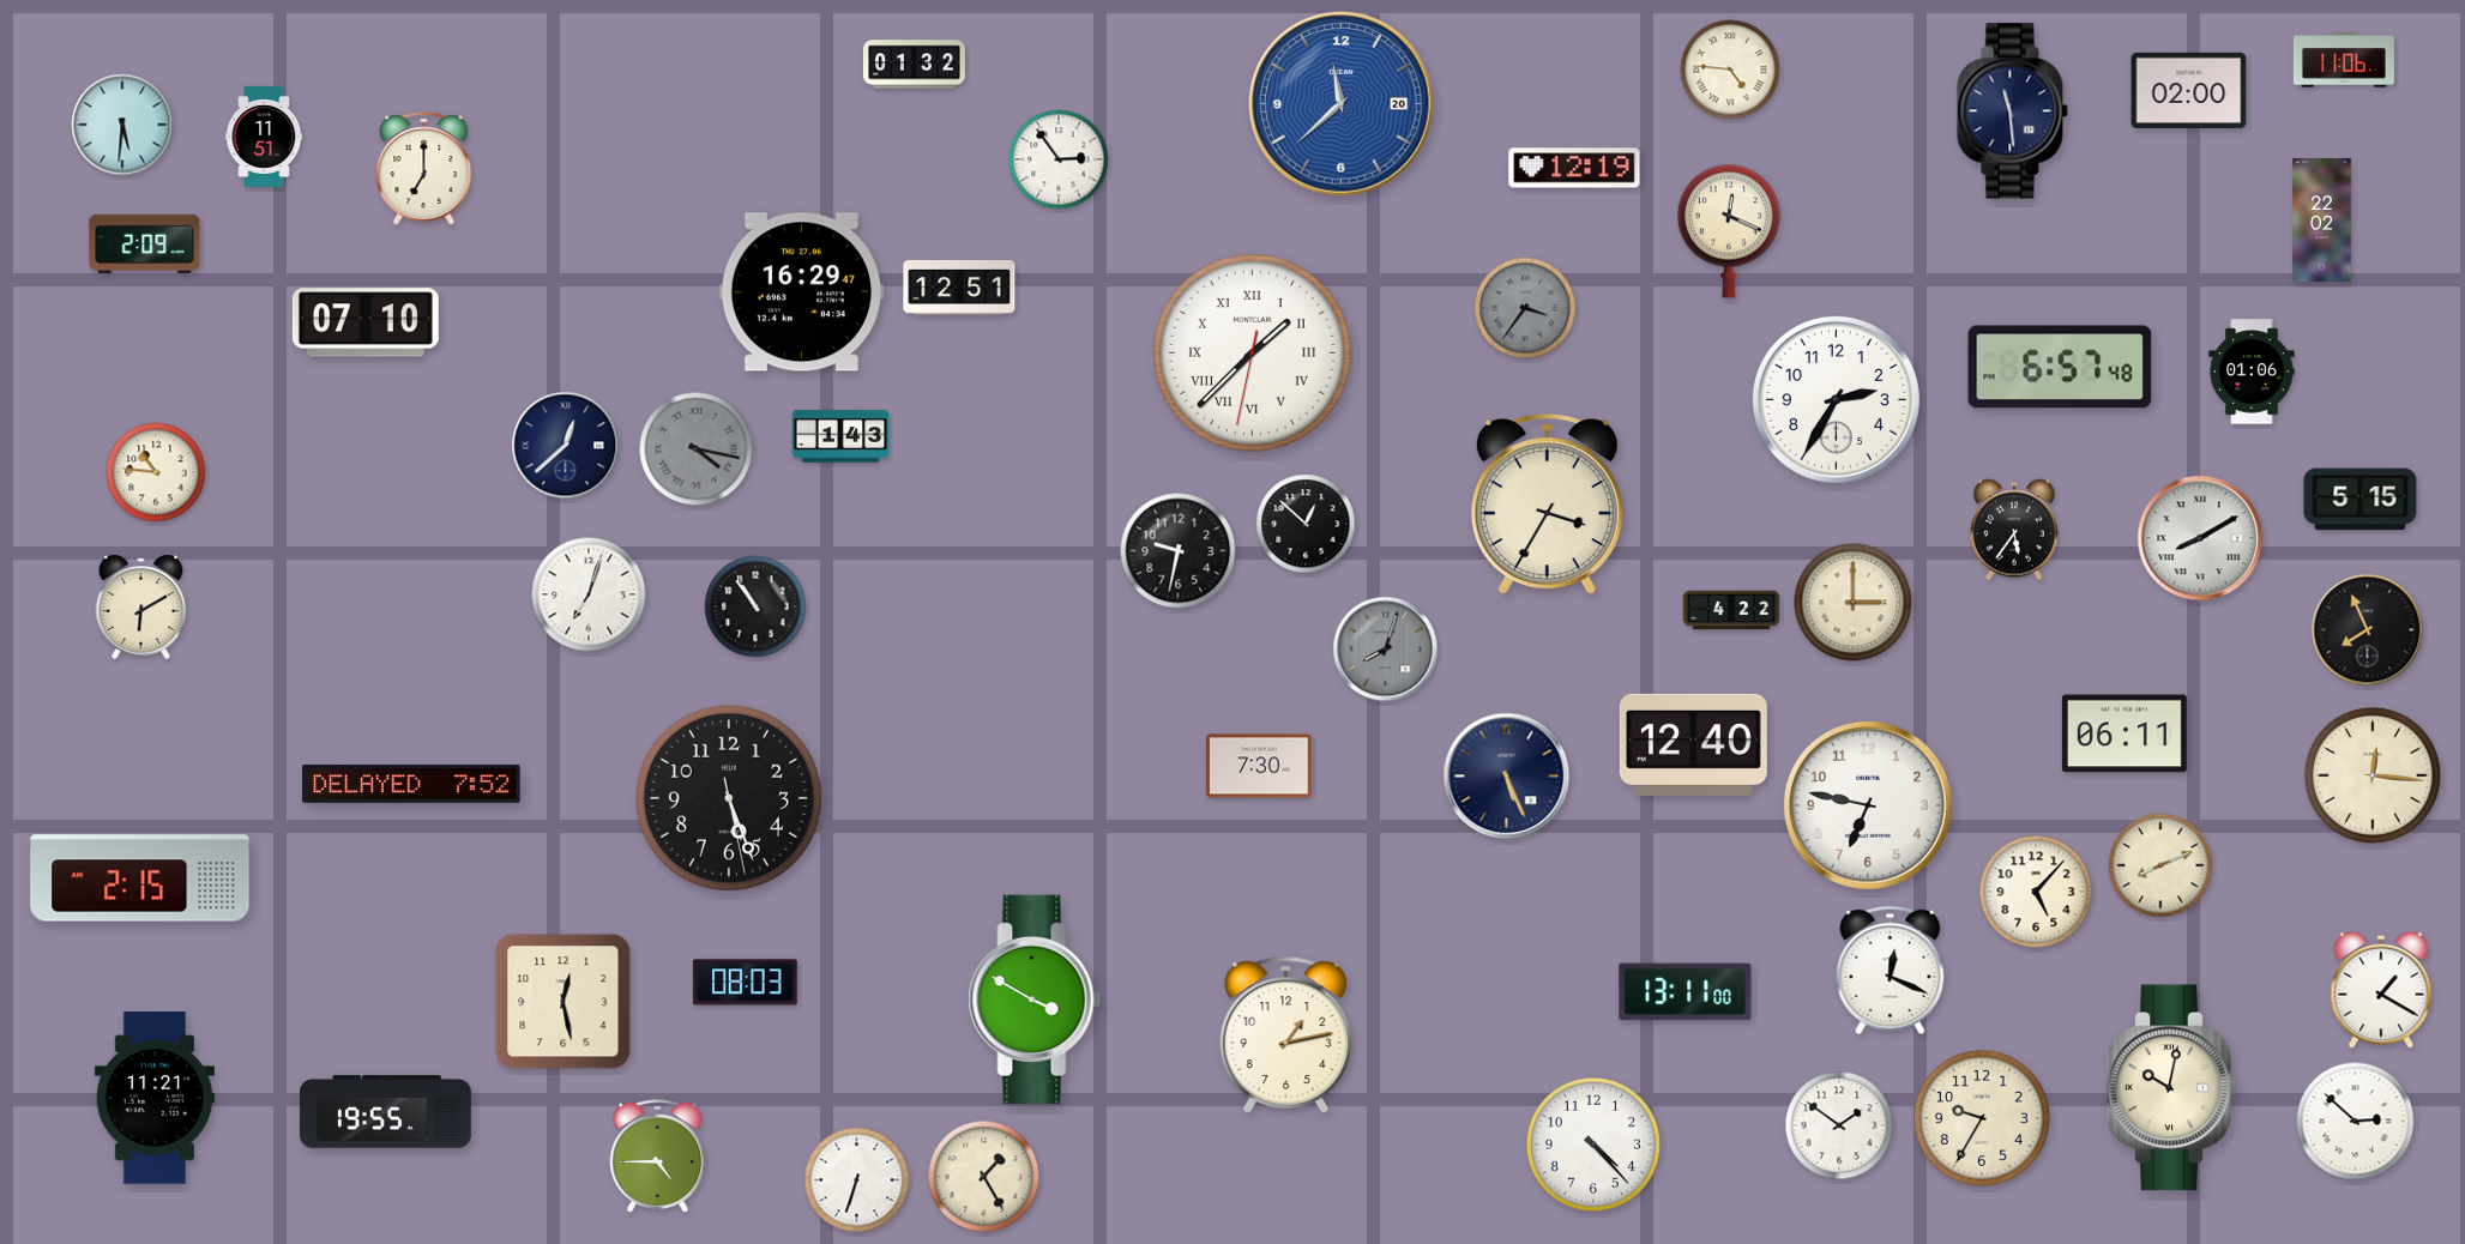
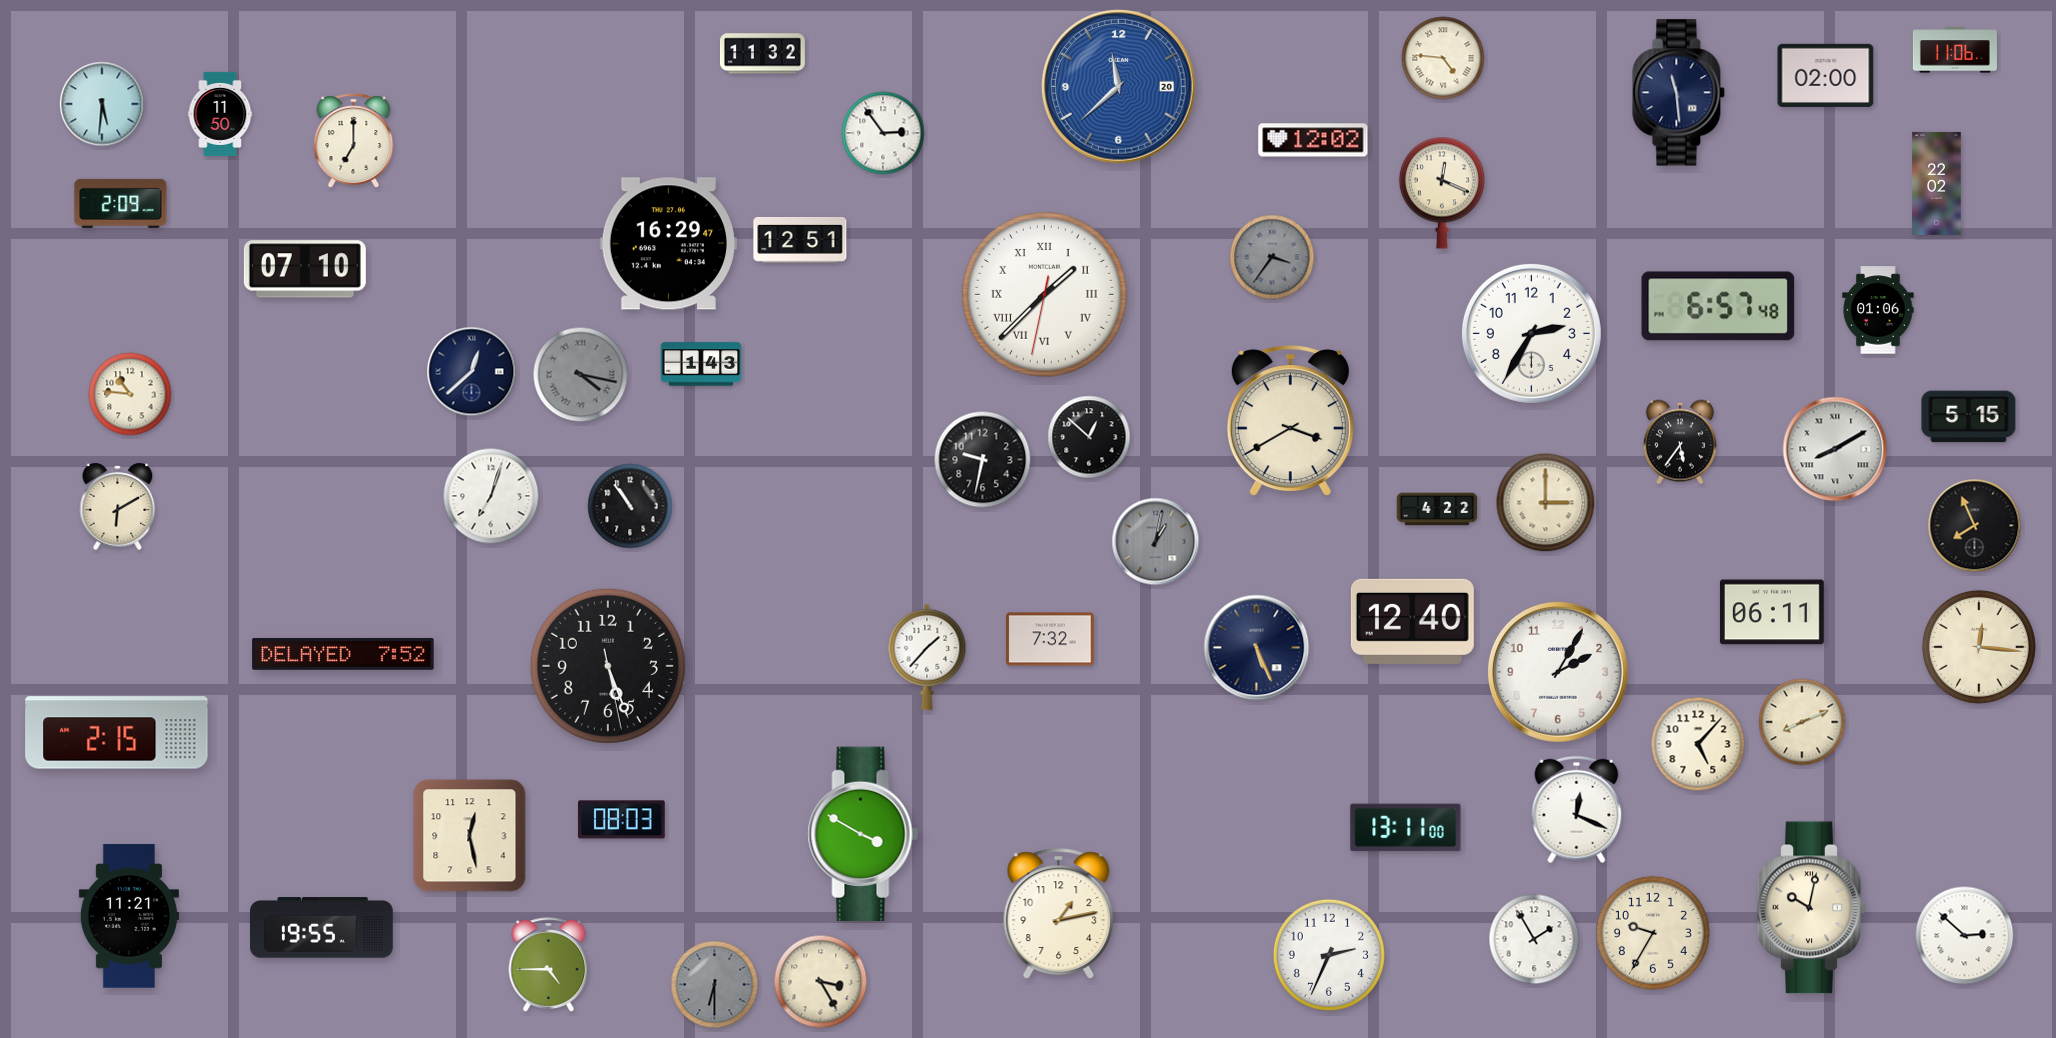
clock at (914, 65): 01:32 -> 11:32
clock at (264, 137): 11:51 -> 11:50
clock at (1574, 168): 12:19 -> 12:02
clock at (1547, 505): 3:35 -> 3:40
clock at (1731, 610) position: (1731, 610) -> (1437, 509)
clock at (1386, 650): 8:03 -> 1:02
clock at (1259, 766): 7:30 -> 7:32
clock at (927, 657): none -> 1:37
clock at (1868, 805): 6:47 -> 2:05
clock at (2381, 990): 1:20 -> none
clock at (1286, 1035) position: (1286, 1035) -> (1059, 914)
clock at (1839, 1125): 1:51 -> 1:55
clock at (1593, 1145): 4:23 -> 2:34
clock at (984, 1177): 1:25 -> 3:25
clock at (857, 1180): 6:33 -> 6:30
clock at (857, 1180) dial: white -> grey
